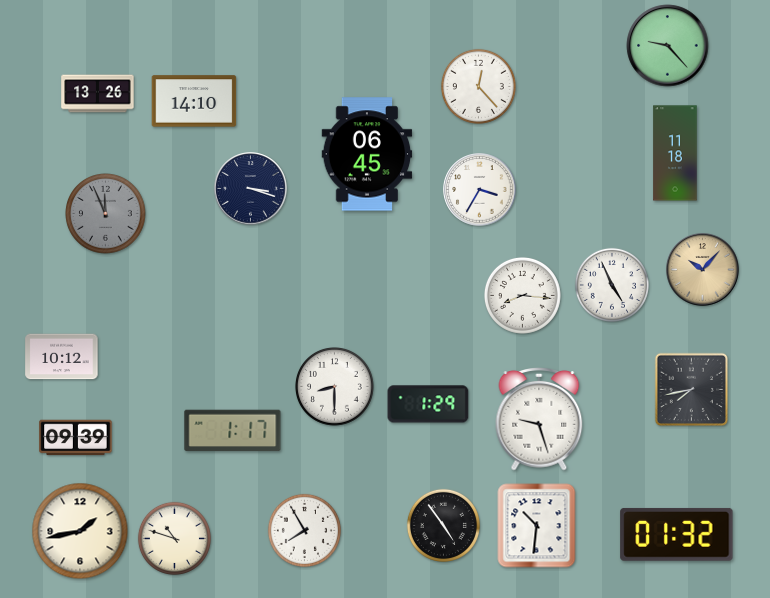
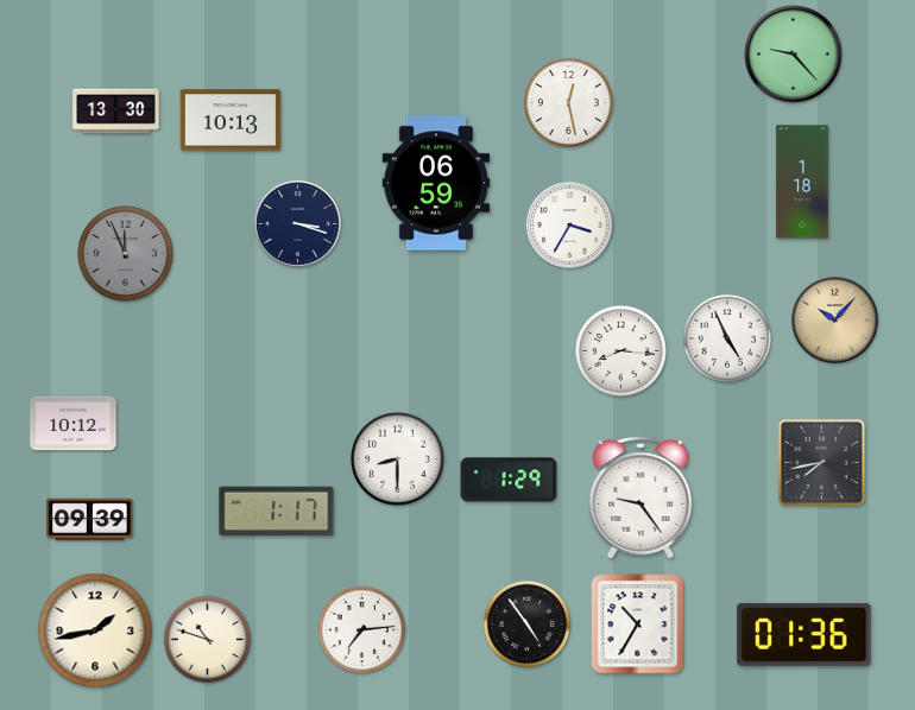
clock at (478, 86): 12:23 -> 12:28
clock at (98, 94): 13:26 -> 13:30
clock at (194, 101): 14:10 -> 10:13
clock at (675, 153): 11:18 -> 1:18
clock at (367, 154): 06:45 -> 06:59
clock at (539, 420): 9:27 -> 9:24
clock at (537, 526): 10:31 -> 10:35
clock at (304, 530): 7:55 -> 7:14
clock at (677, 534): 01:32 -> 01:36
